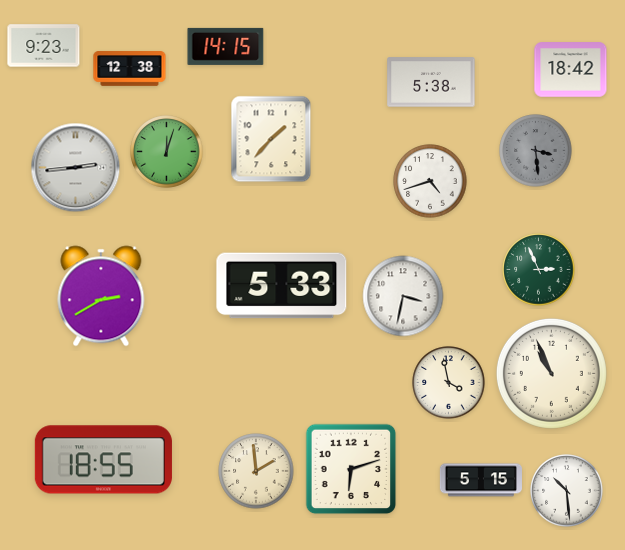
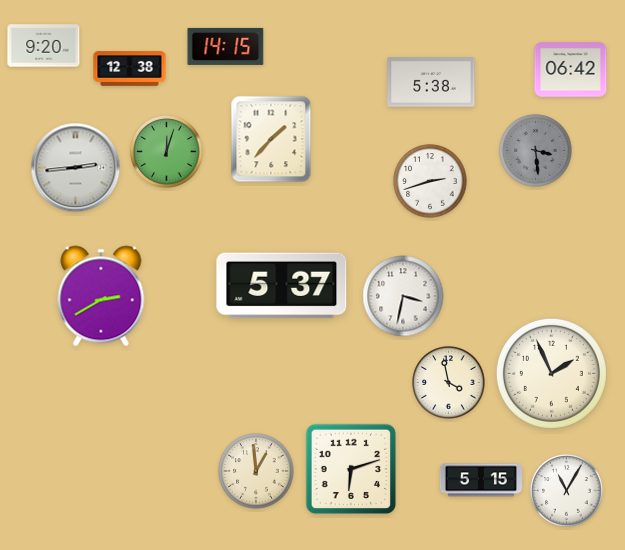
clock at (44, 46): 9:23 -> 9:20
clock at (571, 70): 18:42 -> 06:42
clock at (430, 181): 4:42 -> 2:42
clock at (539, 270): 2:56 -> none
clock at (282, 286): 5:33 -> 5:37
clock at (551, 373): 10:56 -> 1:56
clock at (103, 460): 18:55 -> none
clock at (256, 471): 1:59 -> 12:59
clock at (567, 491): 10:29 -> 11:05
